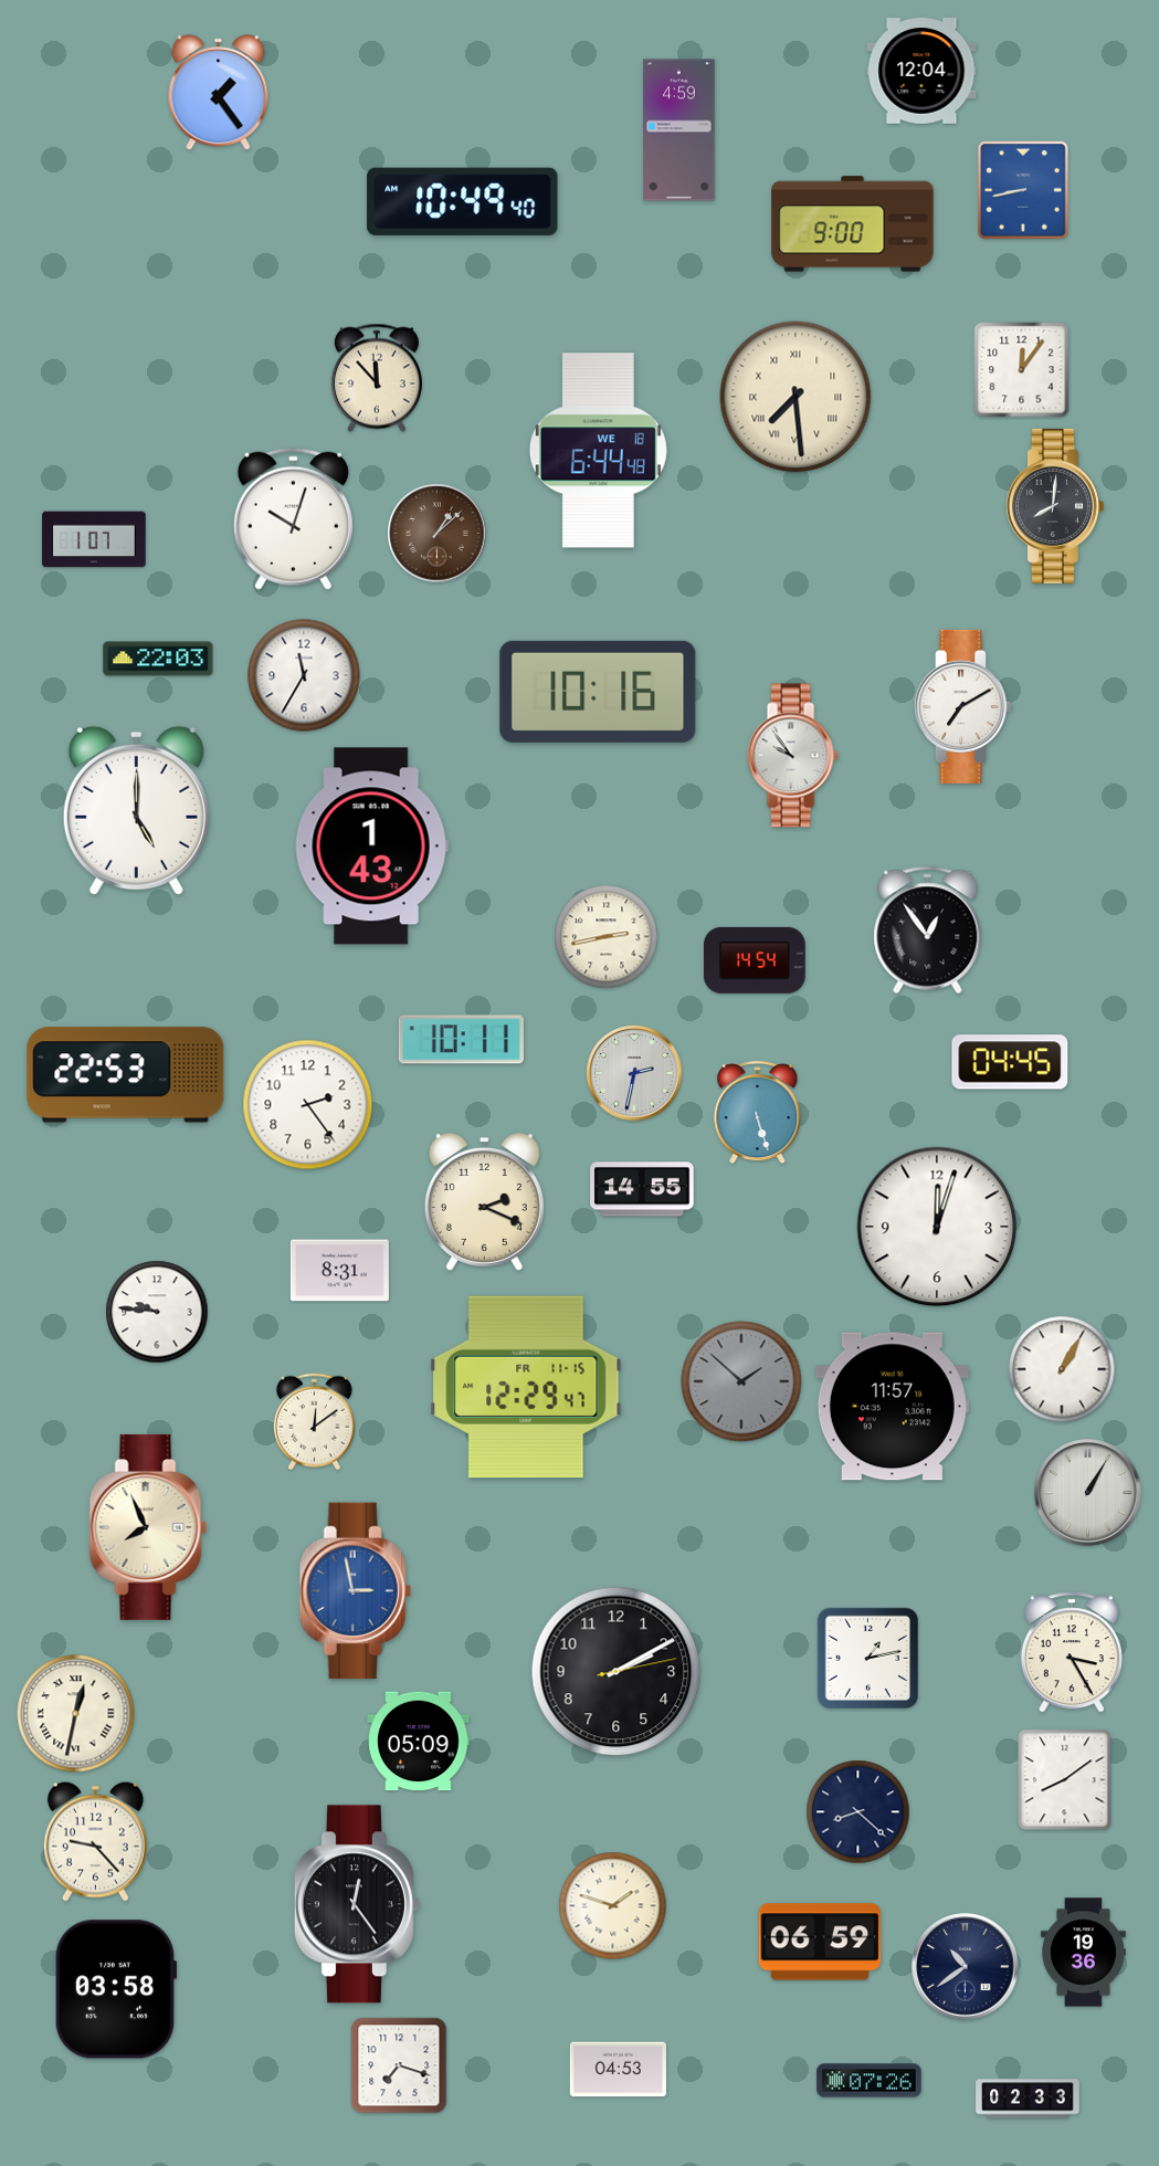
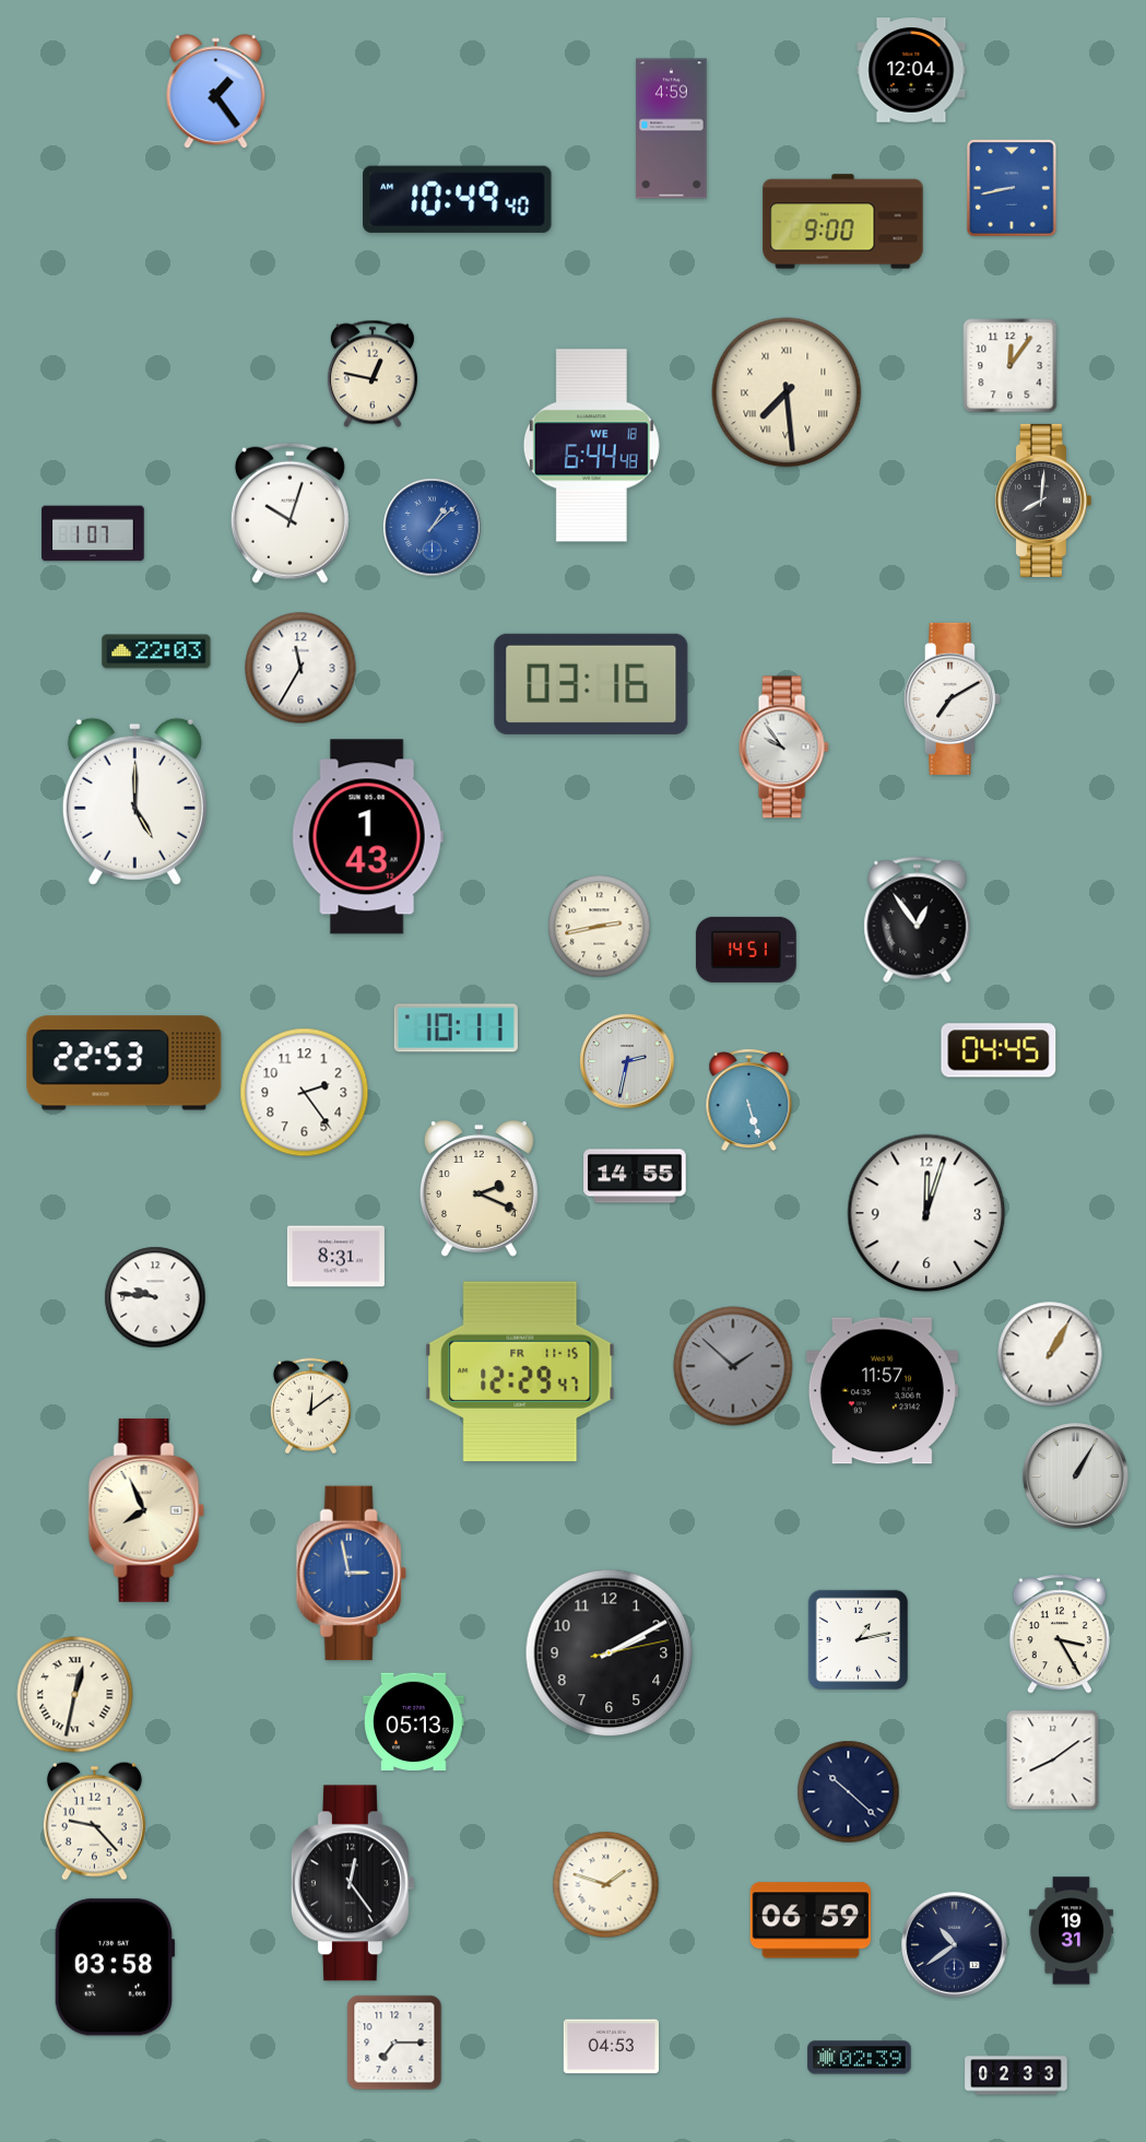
clock at (377, 378): 11:53 -> 12:47
clock at (438, 534) dial: brown -> blue
clock at (598, 692): 10:16 -> 03:16
clock at (755, 960): 14:54 -> 14:51
clock at (419, 1742): 05:09 -> 05:13
clock at (858, 1812): 8:22 -> 10:22
clock at (1083, 1953): 19:36 -> 19:31
clock at (399, 2065): 7:18 -> 7:15
clock at (870, 2081): 07:26 -> 02:39
